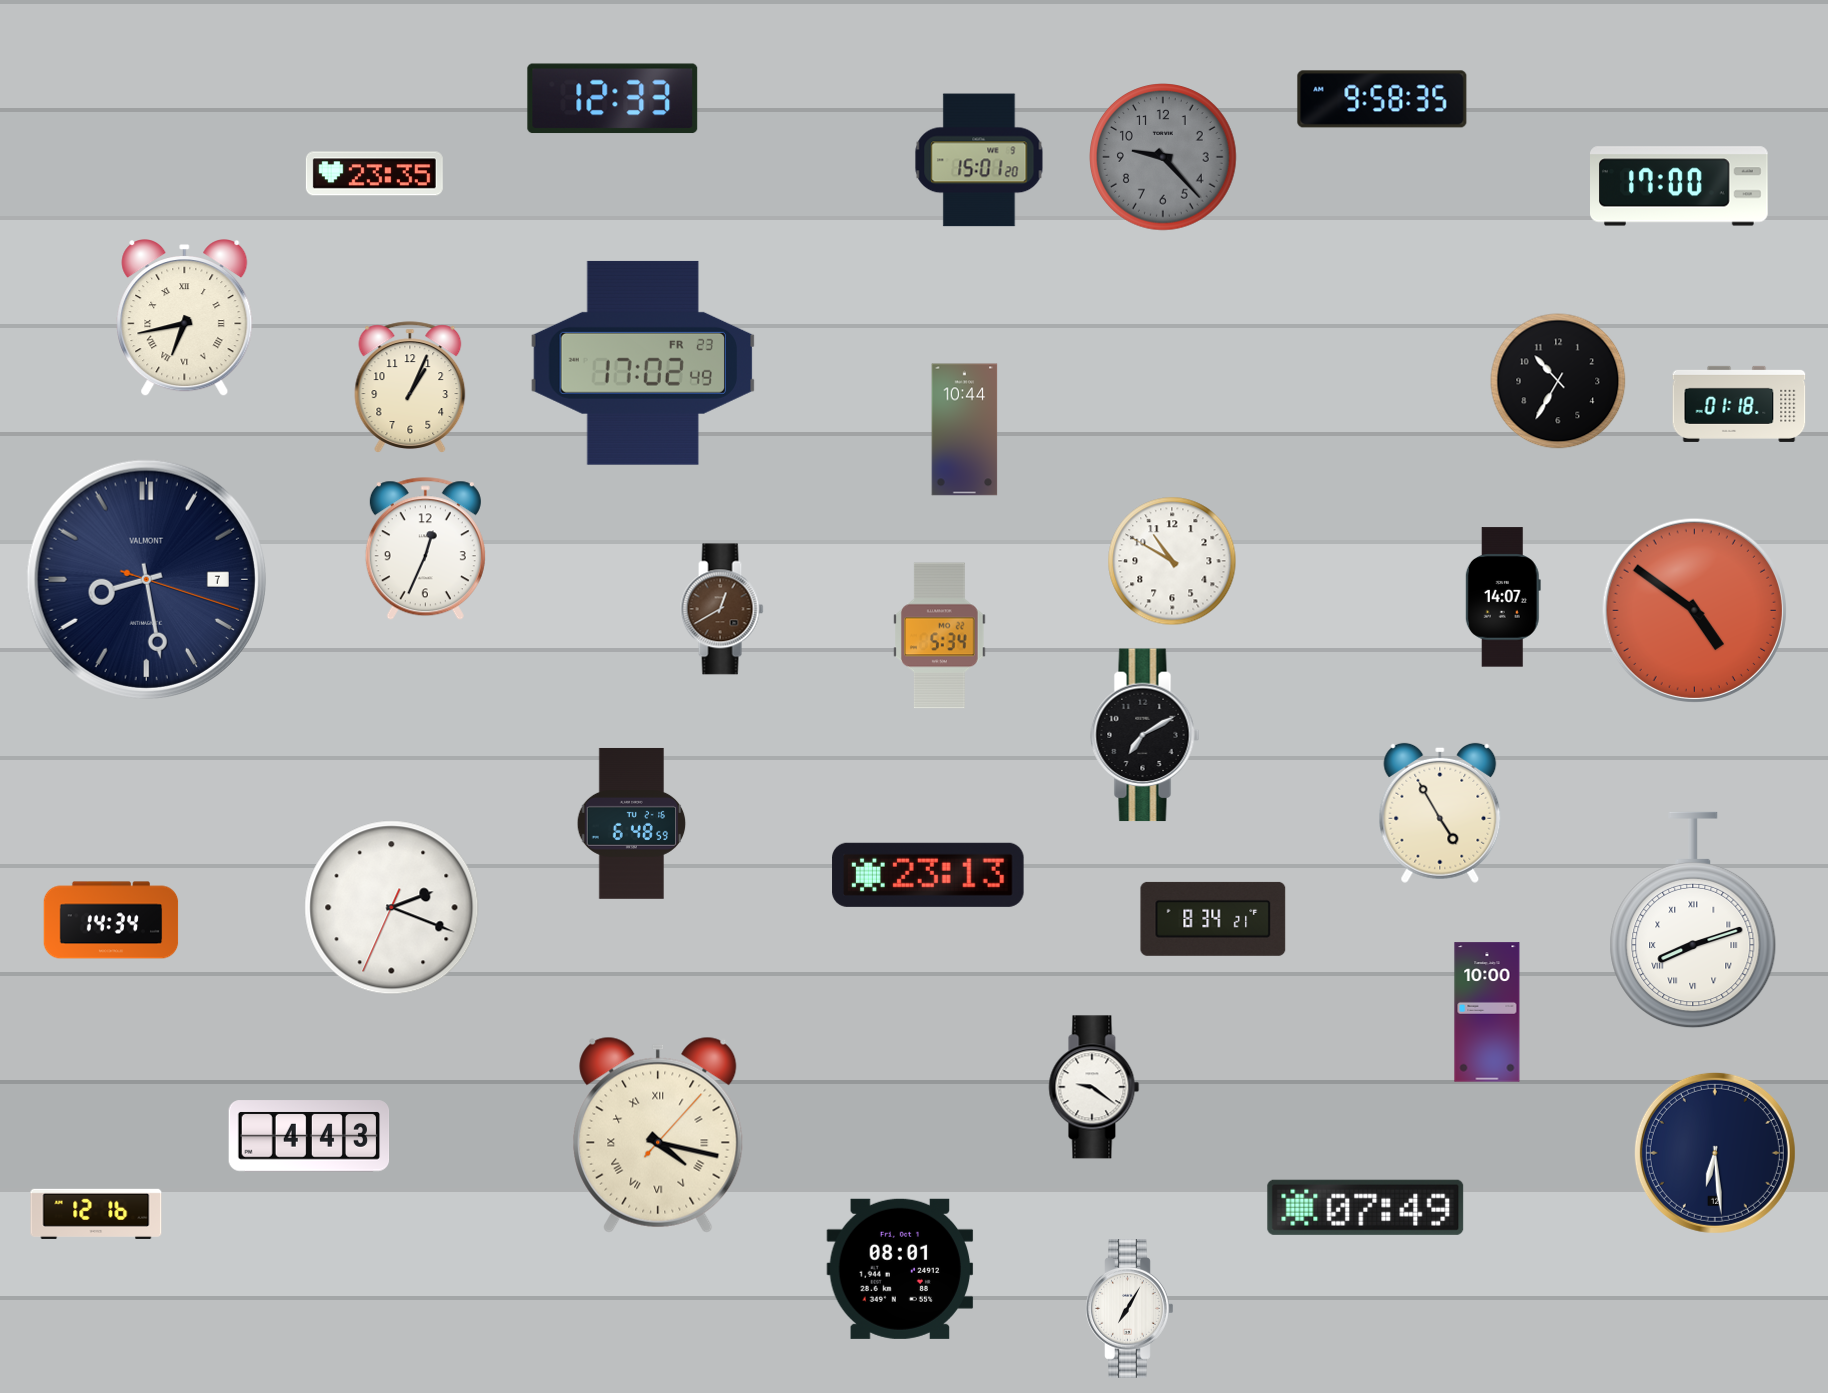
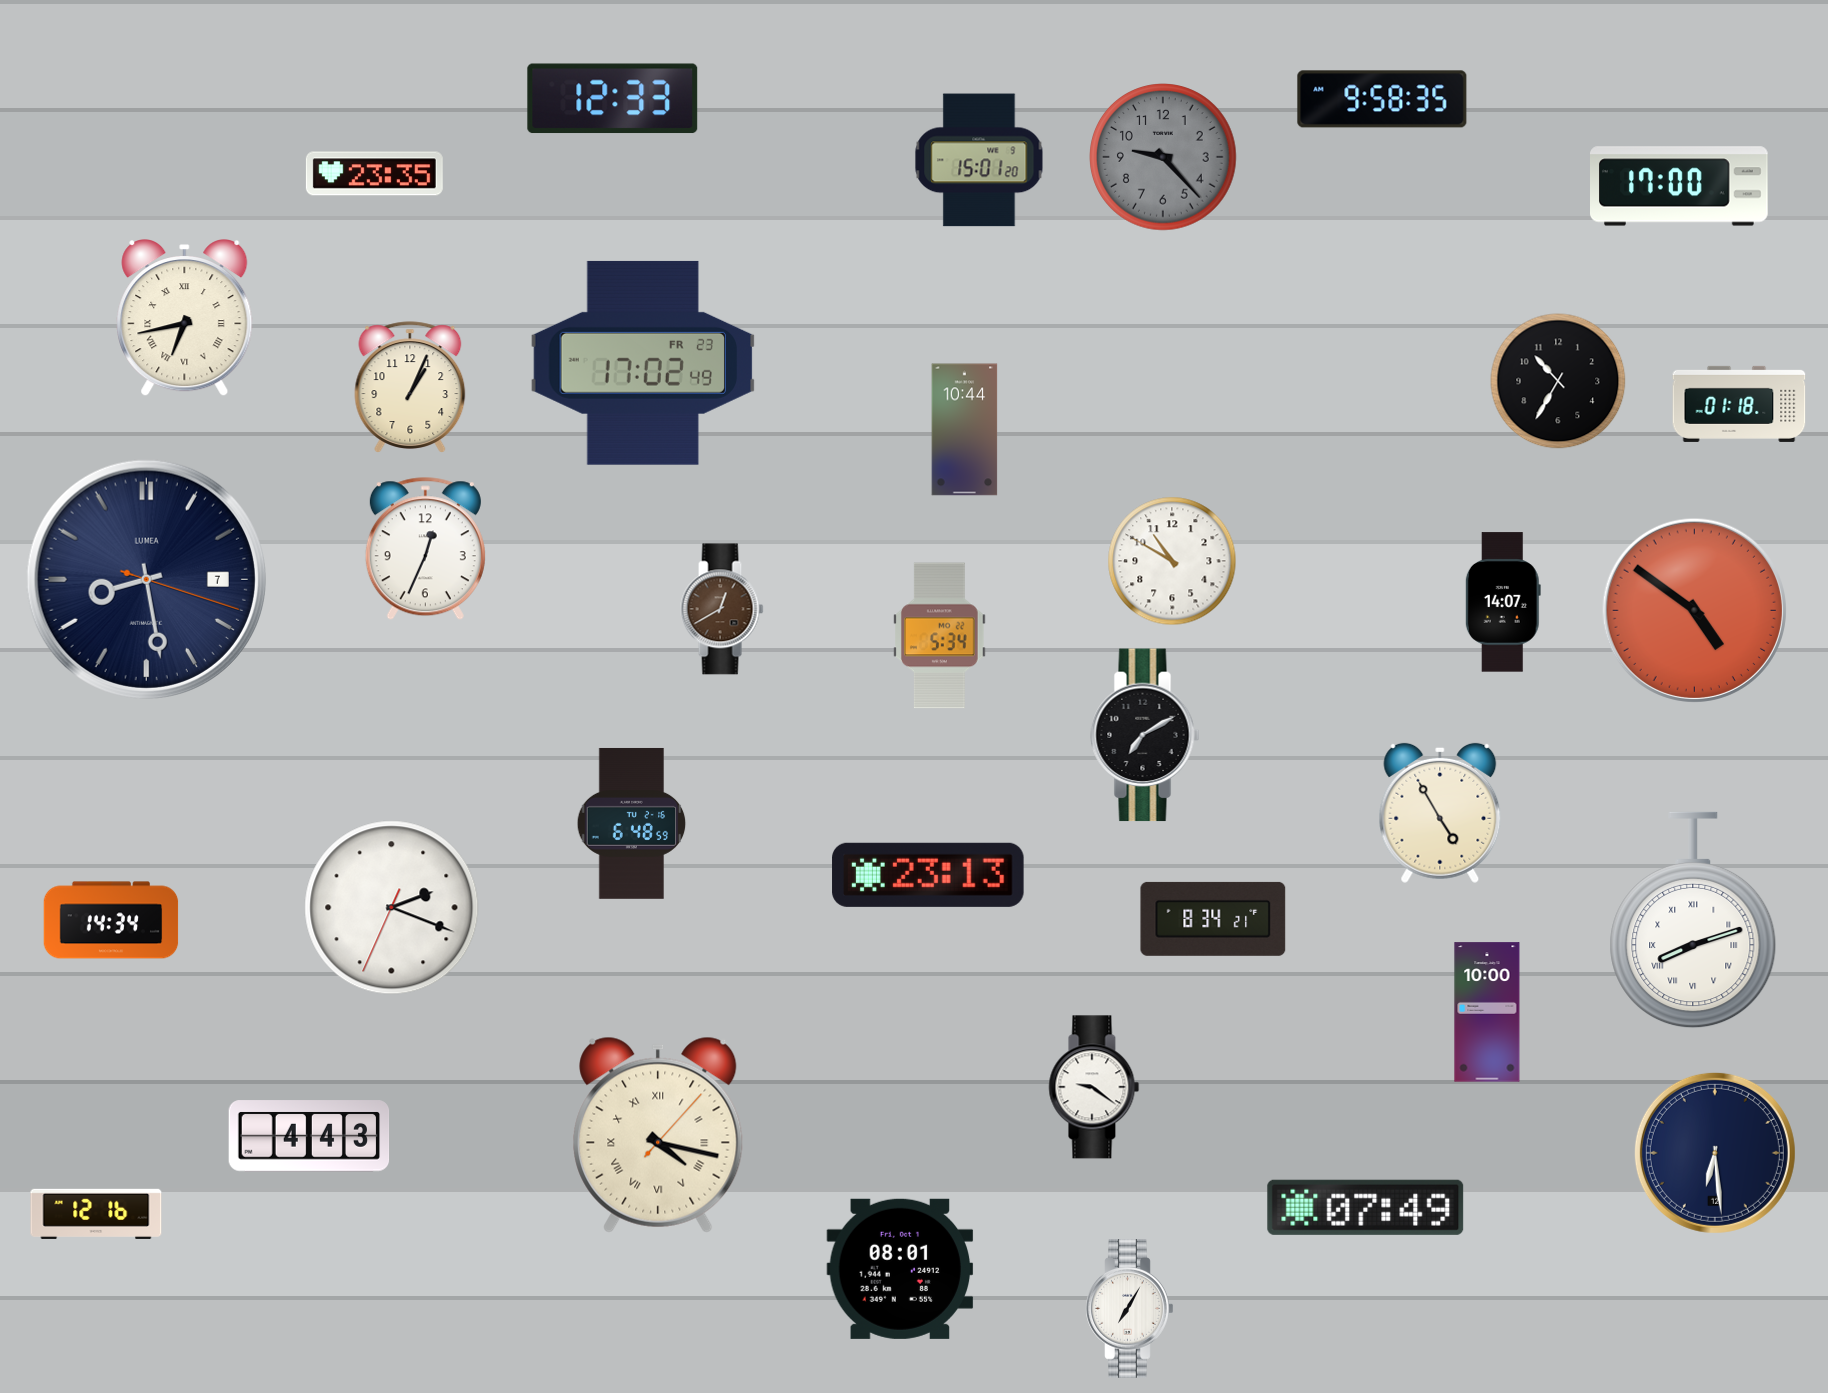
clock at (146, 579) brand: VALMONT -> LUMEA
clock at (1503, 597) position: (1503, 597) -> (1503, 602)
